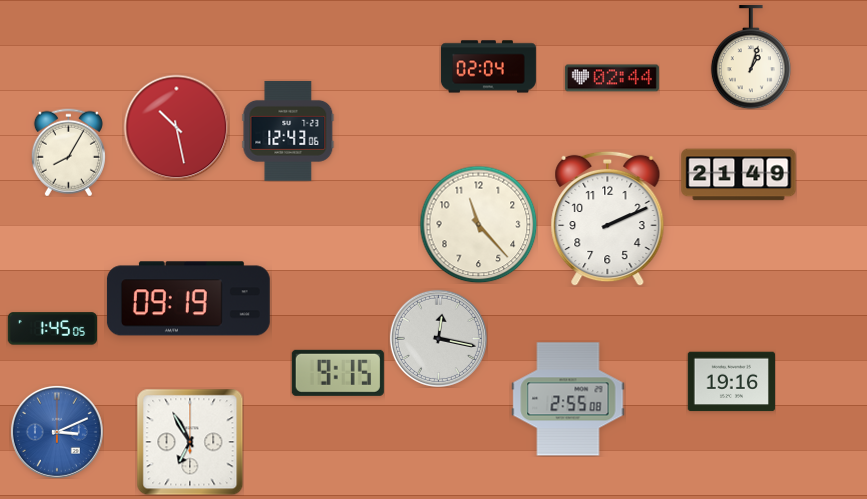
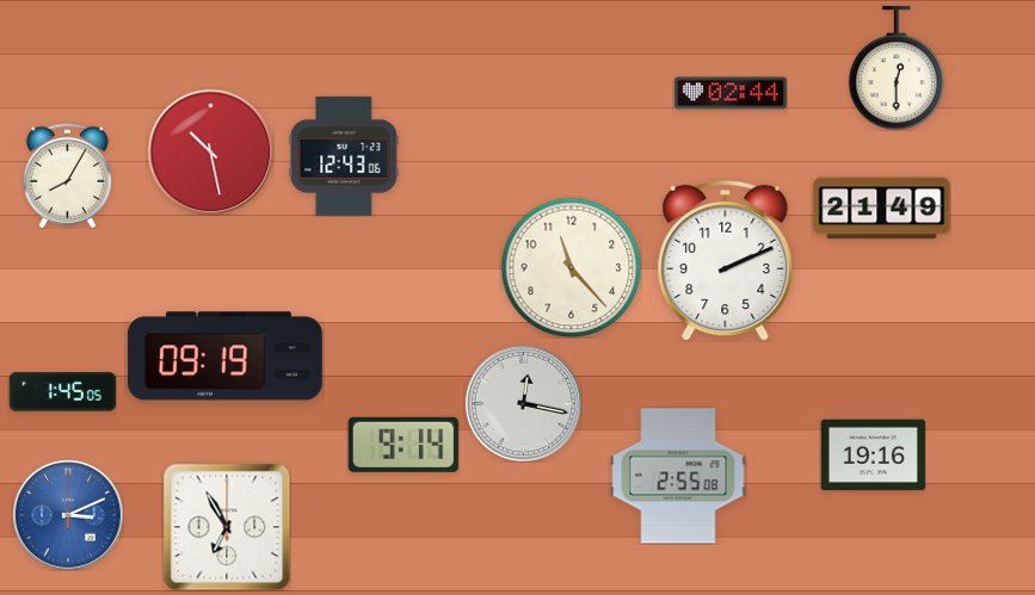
clock at (751, 57): 1:03 -> 12:30
clock at (488, 67): 02:04 -> none
clock at (68, 152) position: (68, 152) -> (67, 175)
clock at (338, 373): 9:15 -> 9:14
